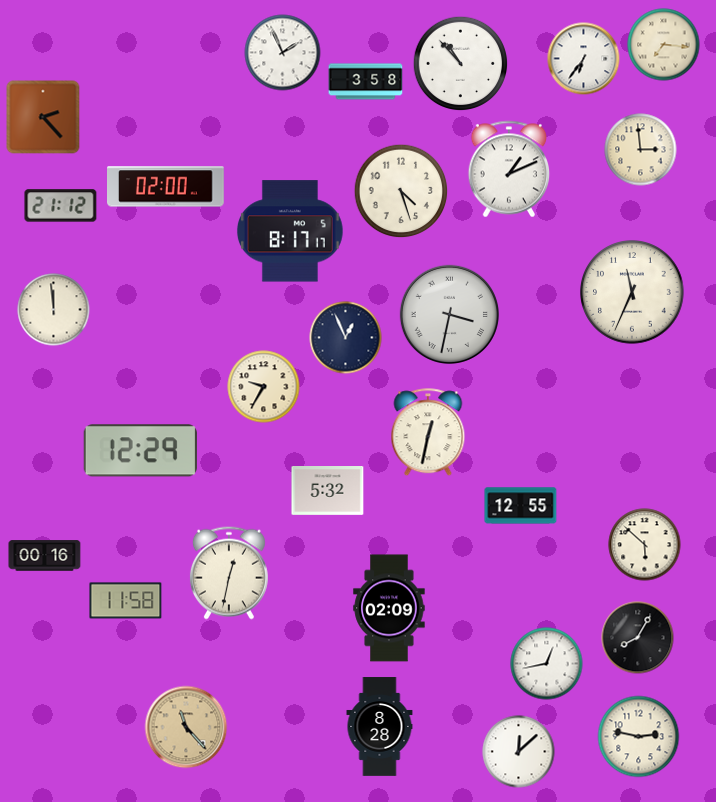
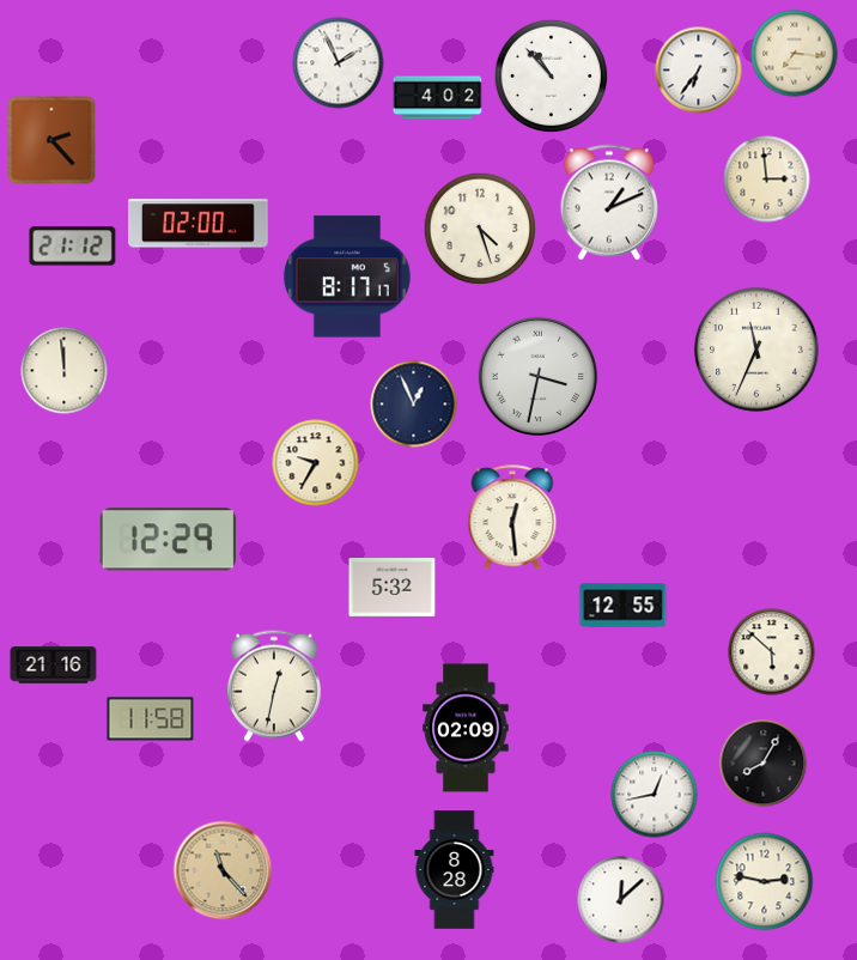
clock at (366, 82): 3:58 -> 4:02
clock at (428, 433): 12:32 -> 12:29
clock at (45, 556): 00:16 -> 21:16
